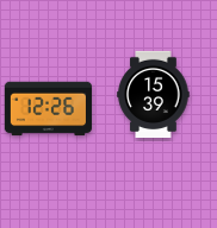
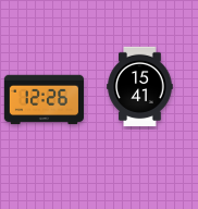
clock at (154, 94): 15:39 -> 15:41
